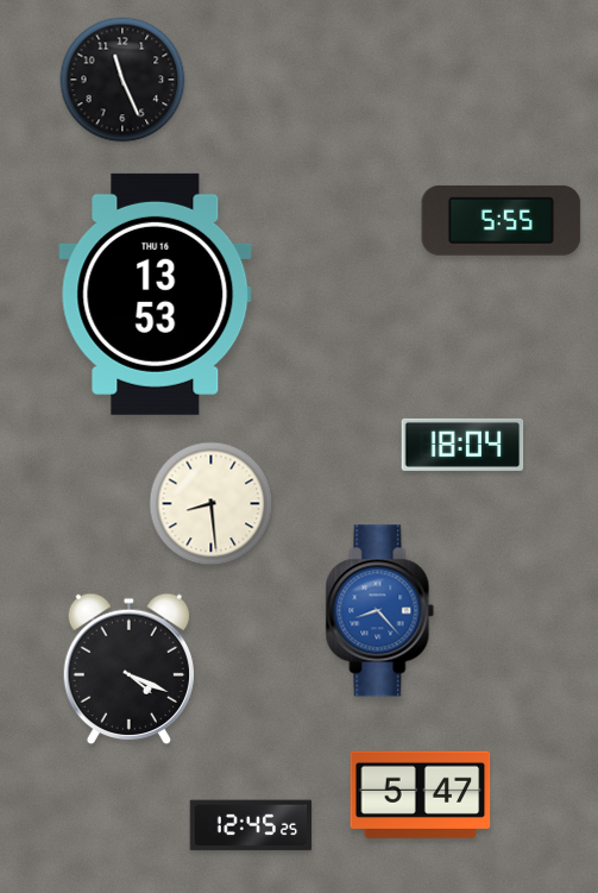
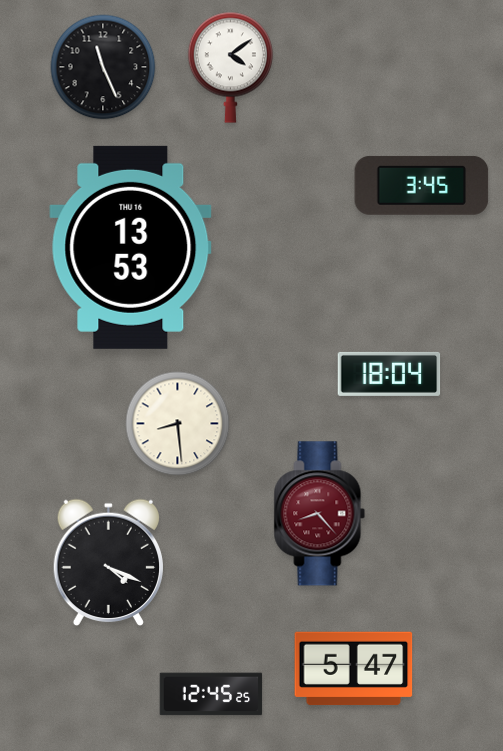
clock at (230, 67): none -> 4:09
clock at (502, 220): 5:55 -> 3:45
clock at (380, 611) dial: blue -> burgundy
